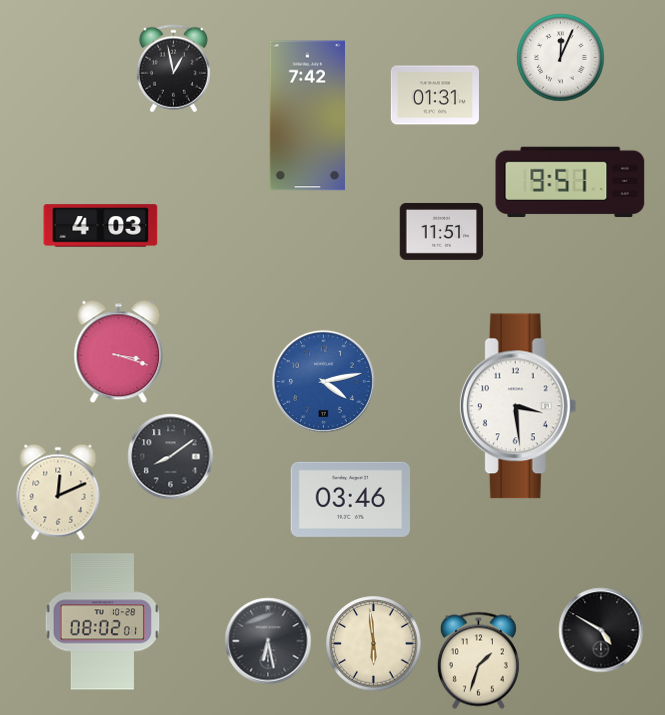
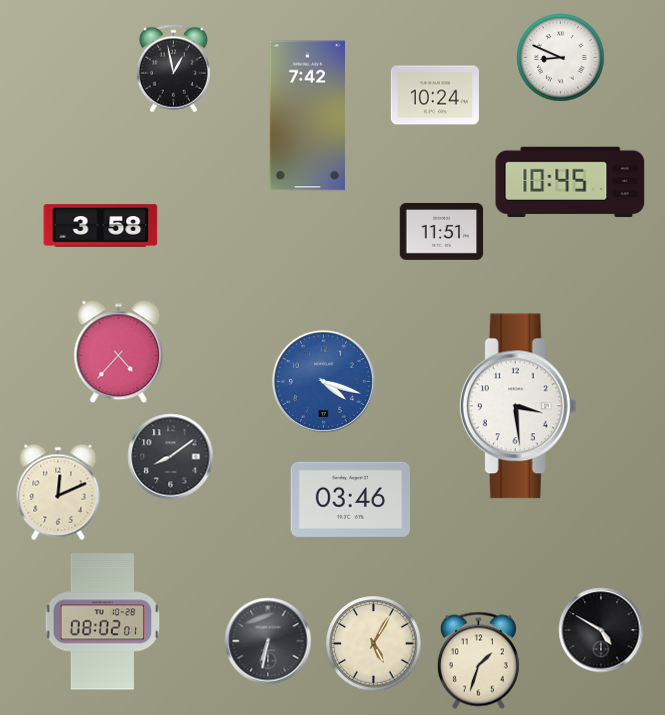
clock at (561, 58): 12:04 -> 8:49
clock at (435, 95): 01:31 -> 10:24
clock at (570, 182): 9:51 -> 10:45
clock at (101, 226): 4:03 -> 3:58
clock at (119, 352): 3:18 -> 4:37
clock at (323, 381): 4:13 -> 4:18
clock at (268, 641): 6:28 -> 6:32
clock at (374, 644): 5:59 -> 5:05
